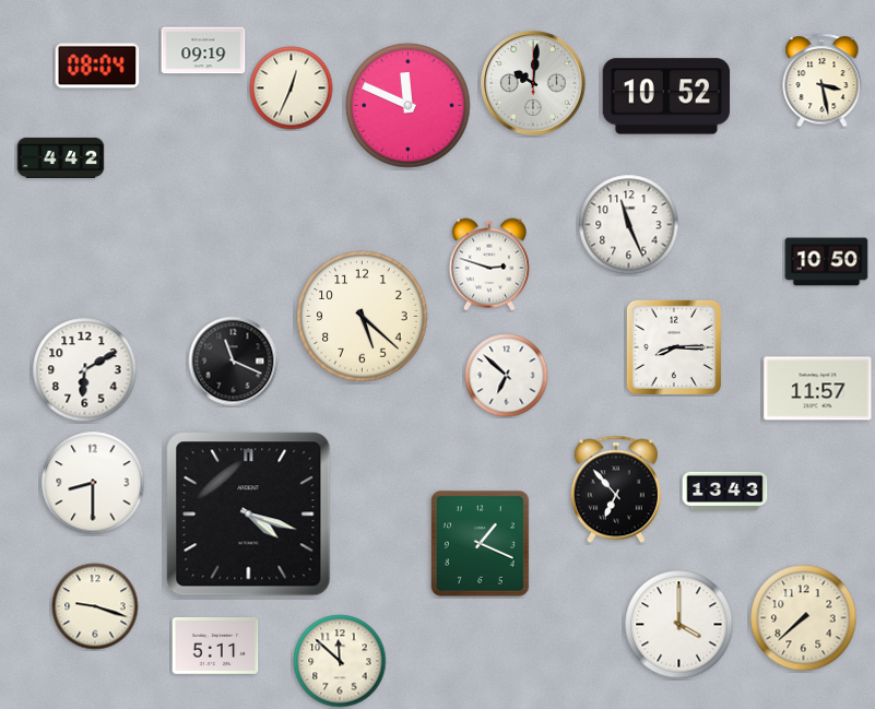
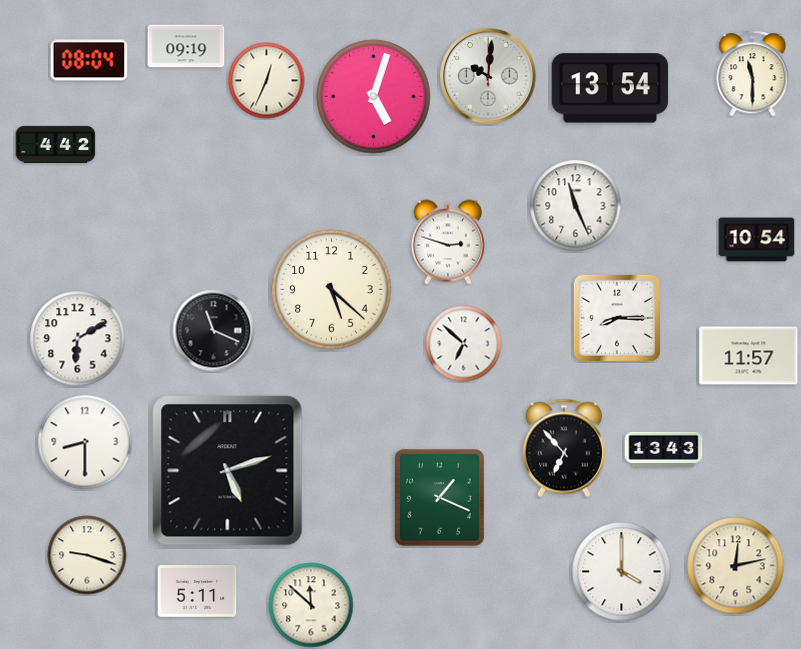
clock at (823, 81): 3:28 -> 11:30
clock at (666, 96): 10:52 -> 13:54
clock at (409, 106): 11:49 -> 5:03
clock at (827, 262): 10:50 -> 10:54
clock at (249, 515): 4:18 -> 5:12
clock at (804, 618): 7:38 -> 12:13
